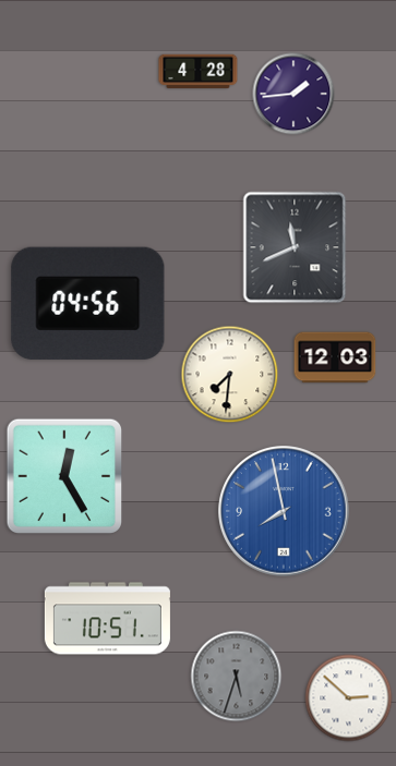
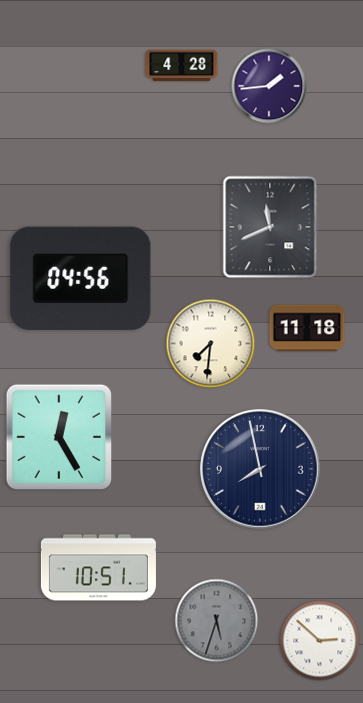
clock at (335, 357): 12:03 -> 11:18
clock at (284, 511) dial: blue -> navy
